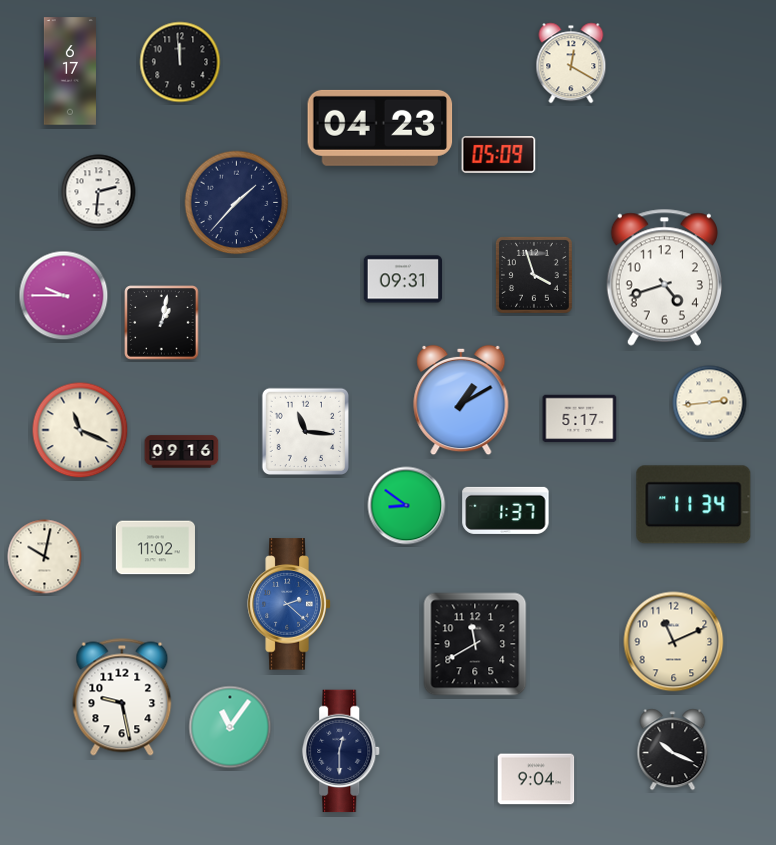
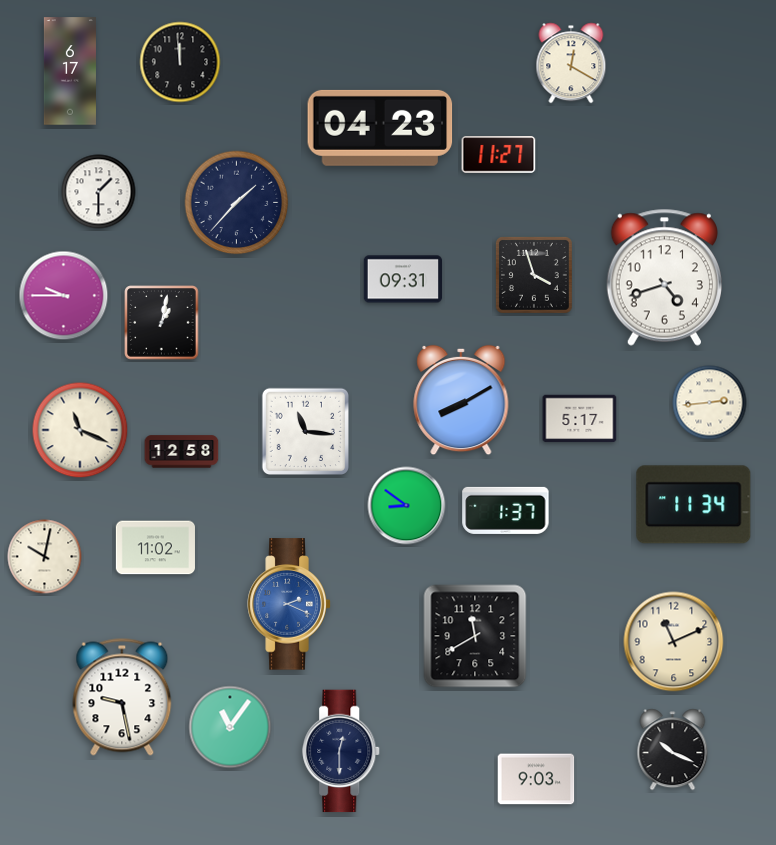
clock at (499, 155): 05:09 -> 11:27
clock at (99, 192): 2:31 -> 1:30
clock at (461, 400): 1:10 -> 8:10
clock at (182, 452): 09:16 -> 12:58
clock at (289, 604): 2:22 -> 2:19
clock at (475, 644) position: (475, 644) -> (475, 636)
clock at (536, 779): 9:04 -> 9:03
